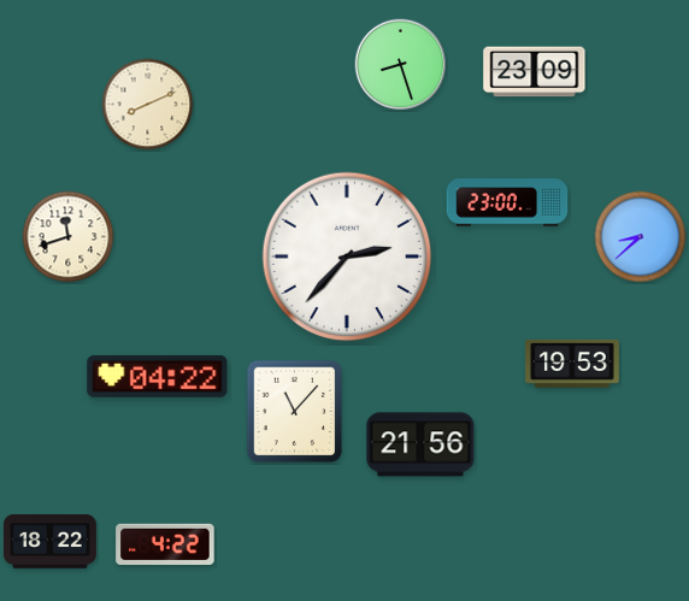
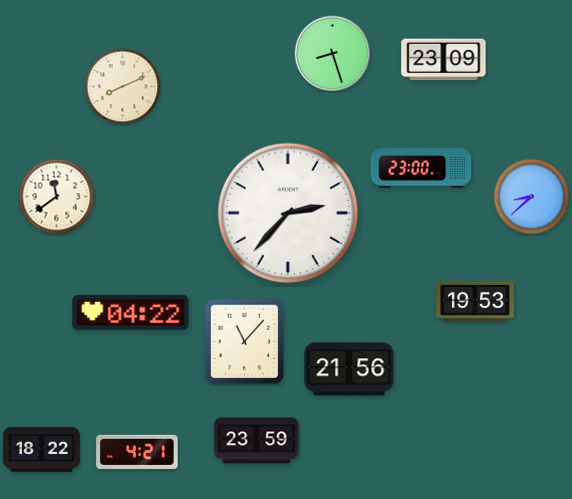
clock at (69, 237): 11:42 -> 11:39
clock at (257, 441): none -> 23:59
clock at (165, 544): 4:22 -> 4:21
